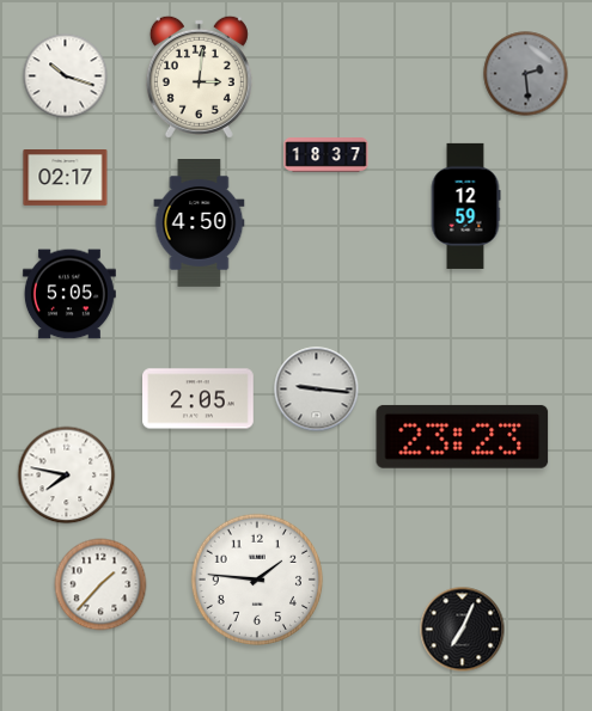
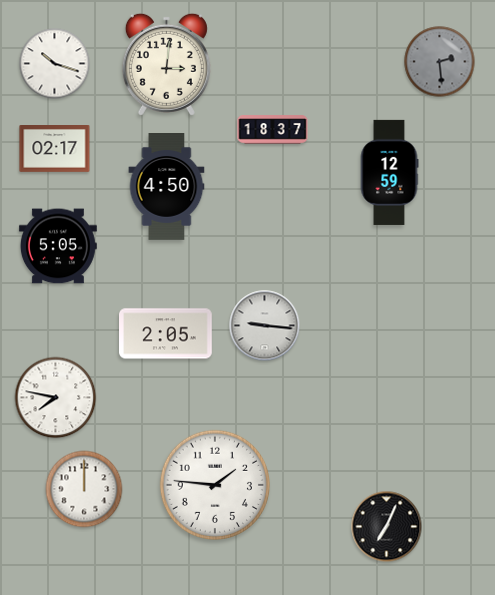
clock at (463, 436): 23:23 -> none
clock at (100, 584): 1:37 -> 12:00
